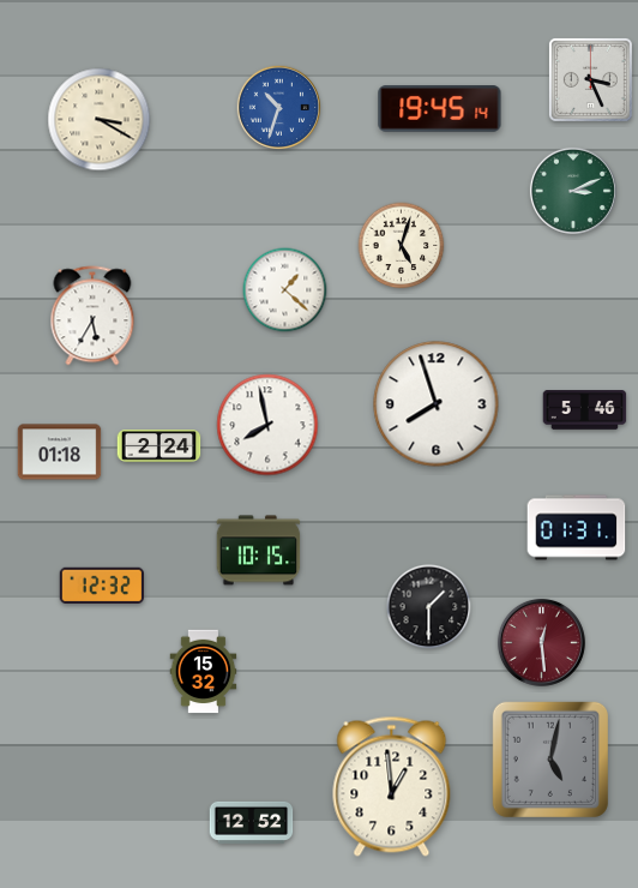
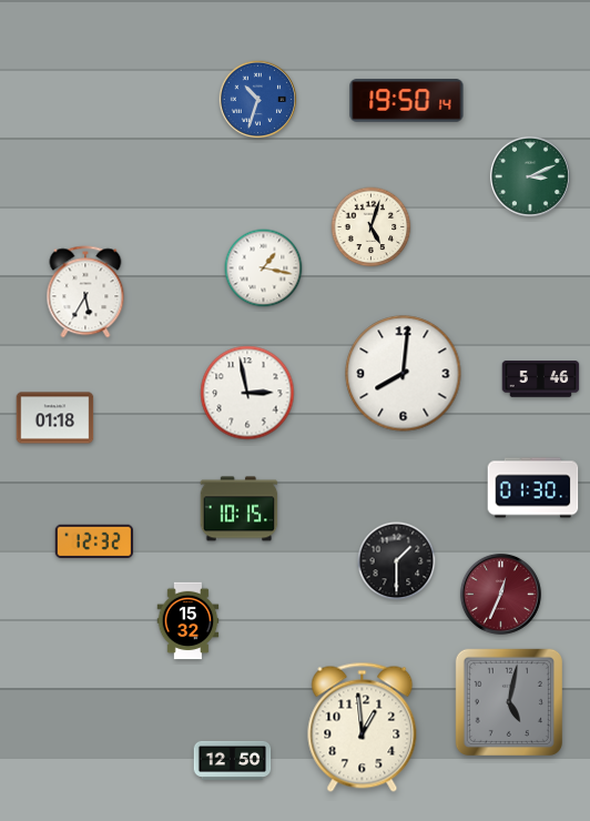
clock at (590, 79): 3:26 -> none
clock at (440, 109): 19:45 -> 19:50
clock at (100, 120): 3:20 -> none
clock at (285, 290): 1:22 -> 1:17
clock at (437, 404): 7:57 -> 8:01
clock at (267, 425): 7:58 -> 2:58
clock at (159, 446): 2:24 -> none
clock at (577, 528): 01:31 -> 01:30
clock at (541, 642): 12:29 -> 12:34
clock at (252, 822): 12:52 -> 12:50
